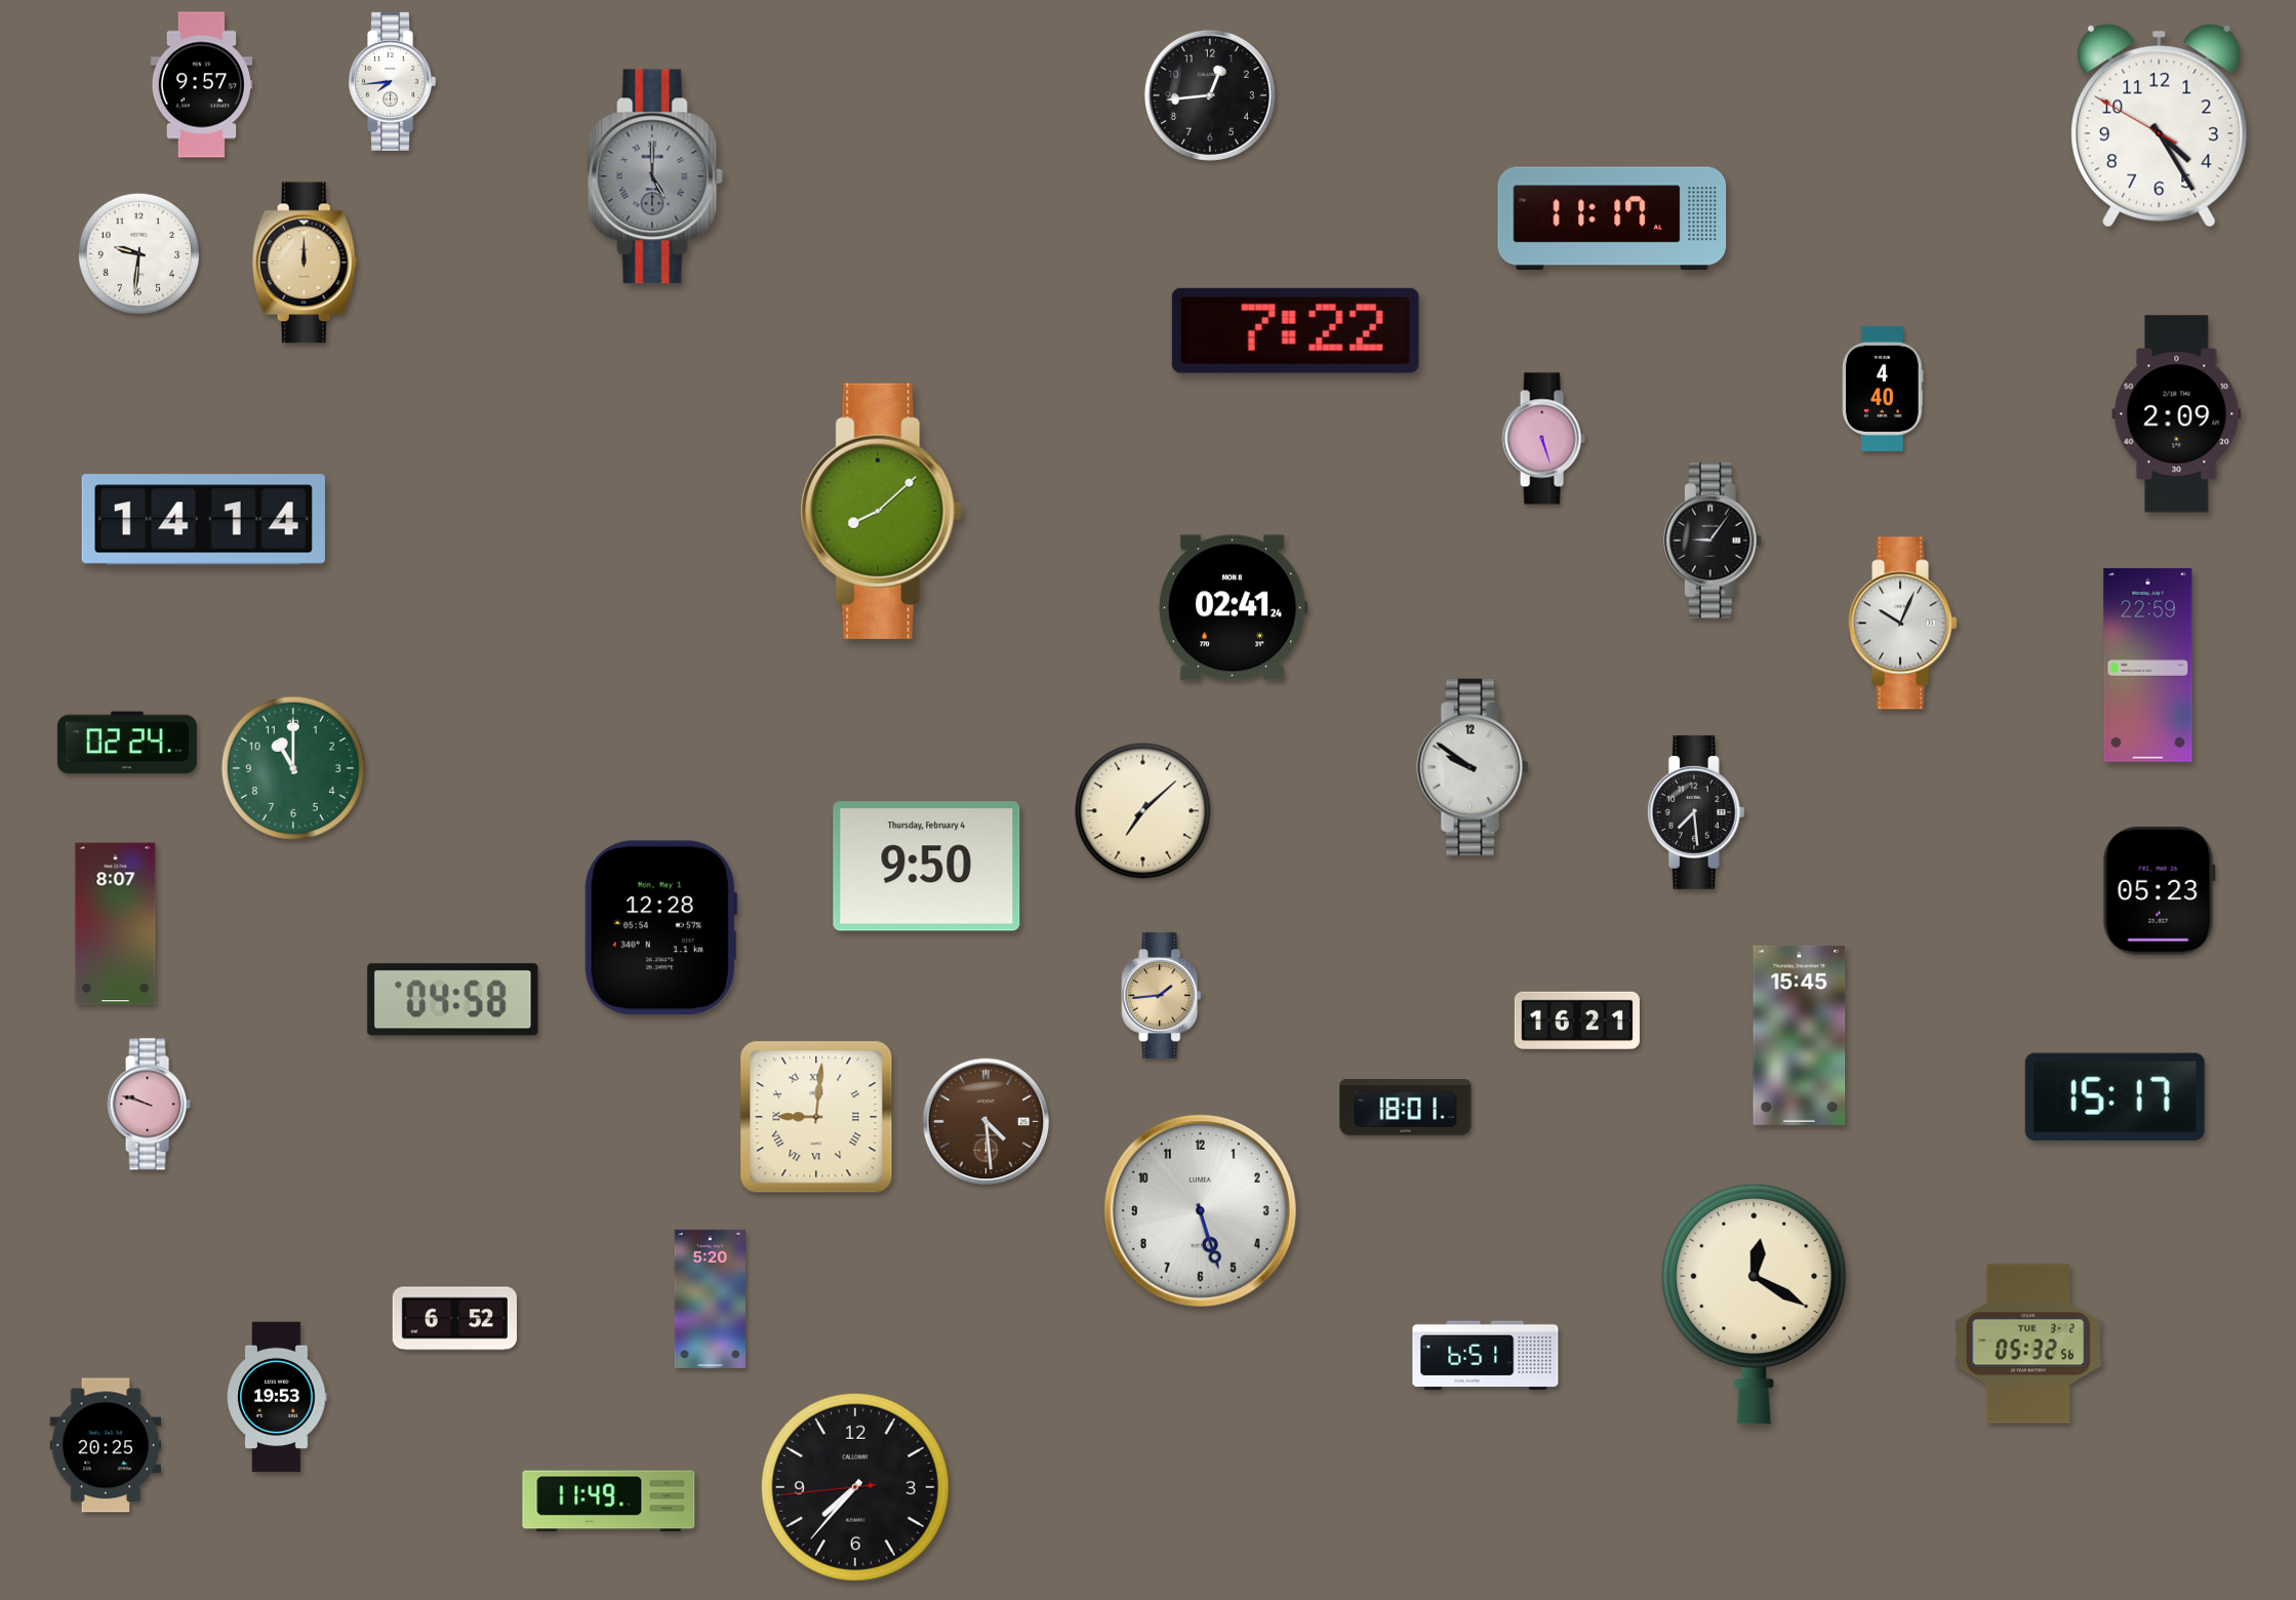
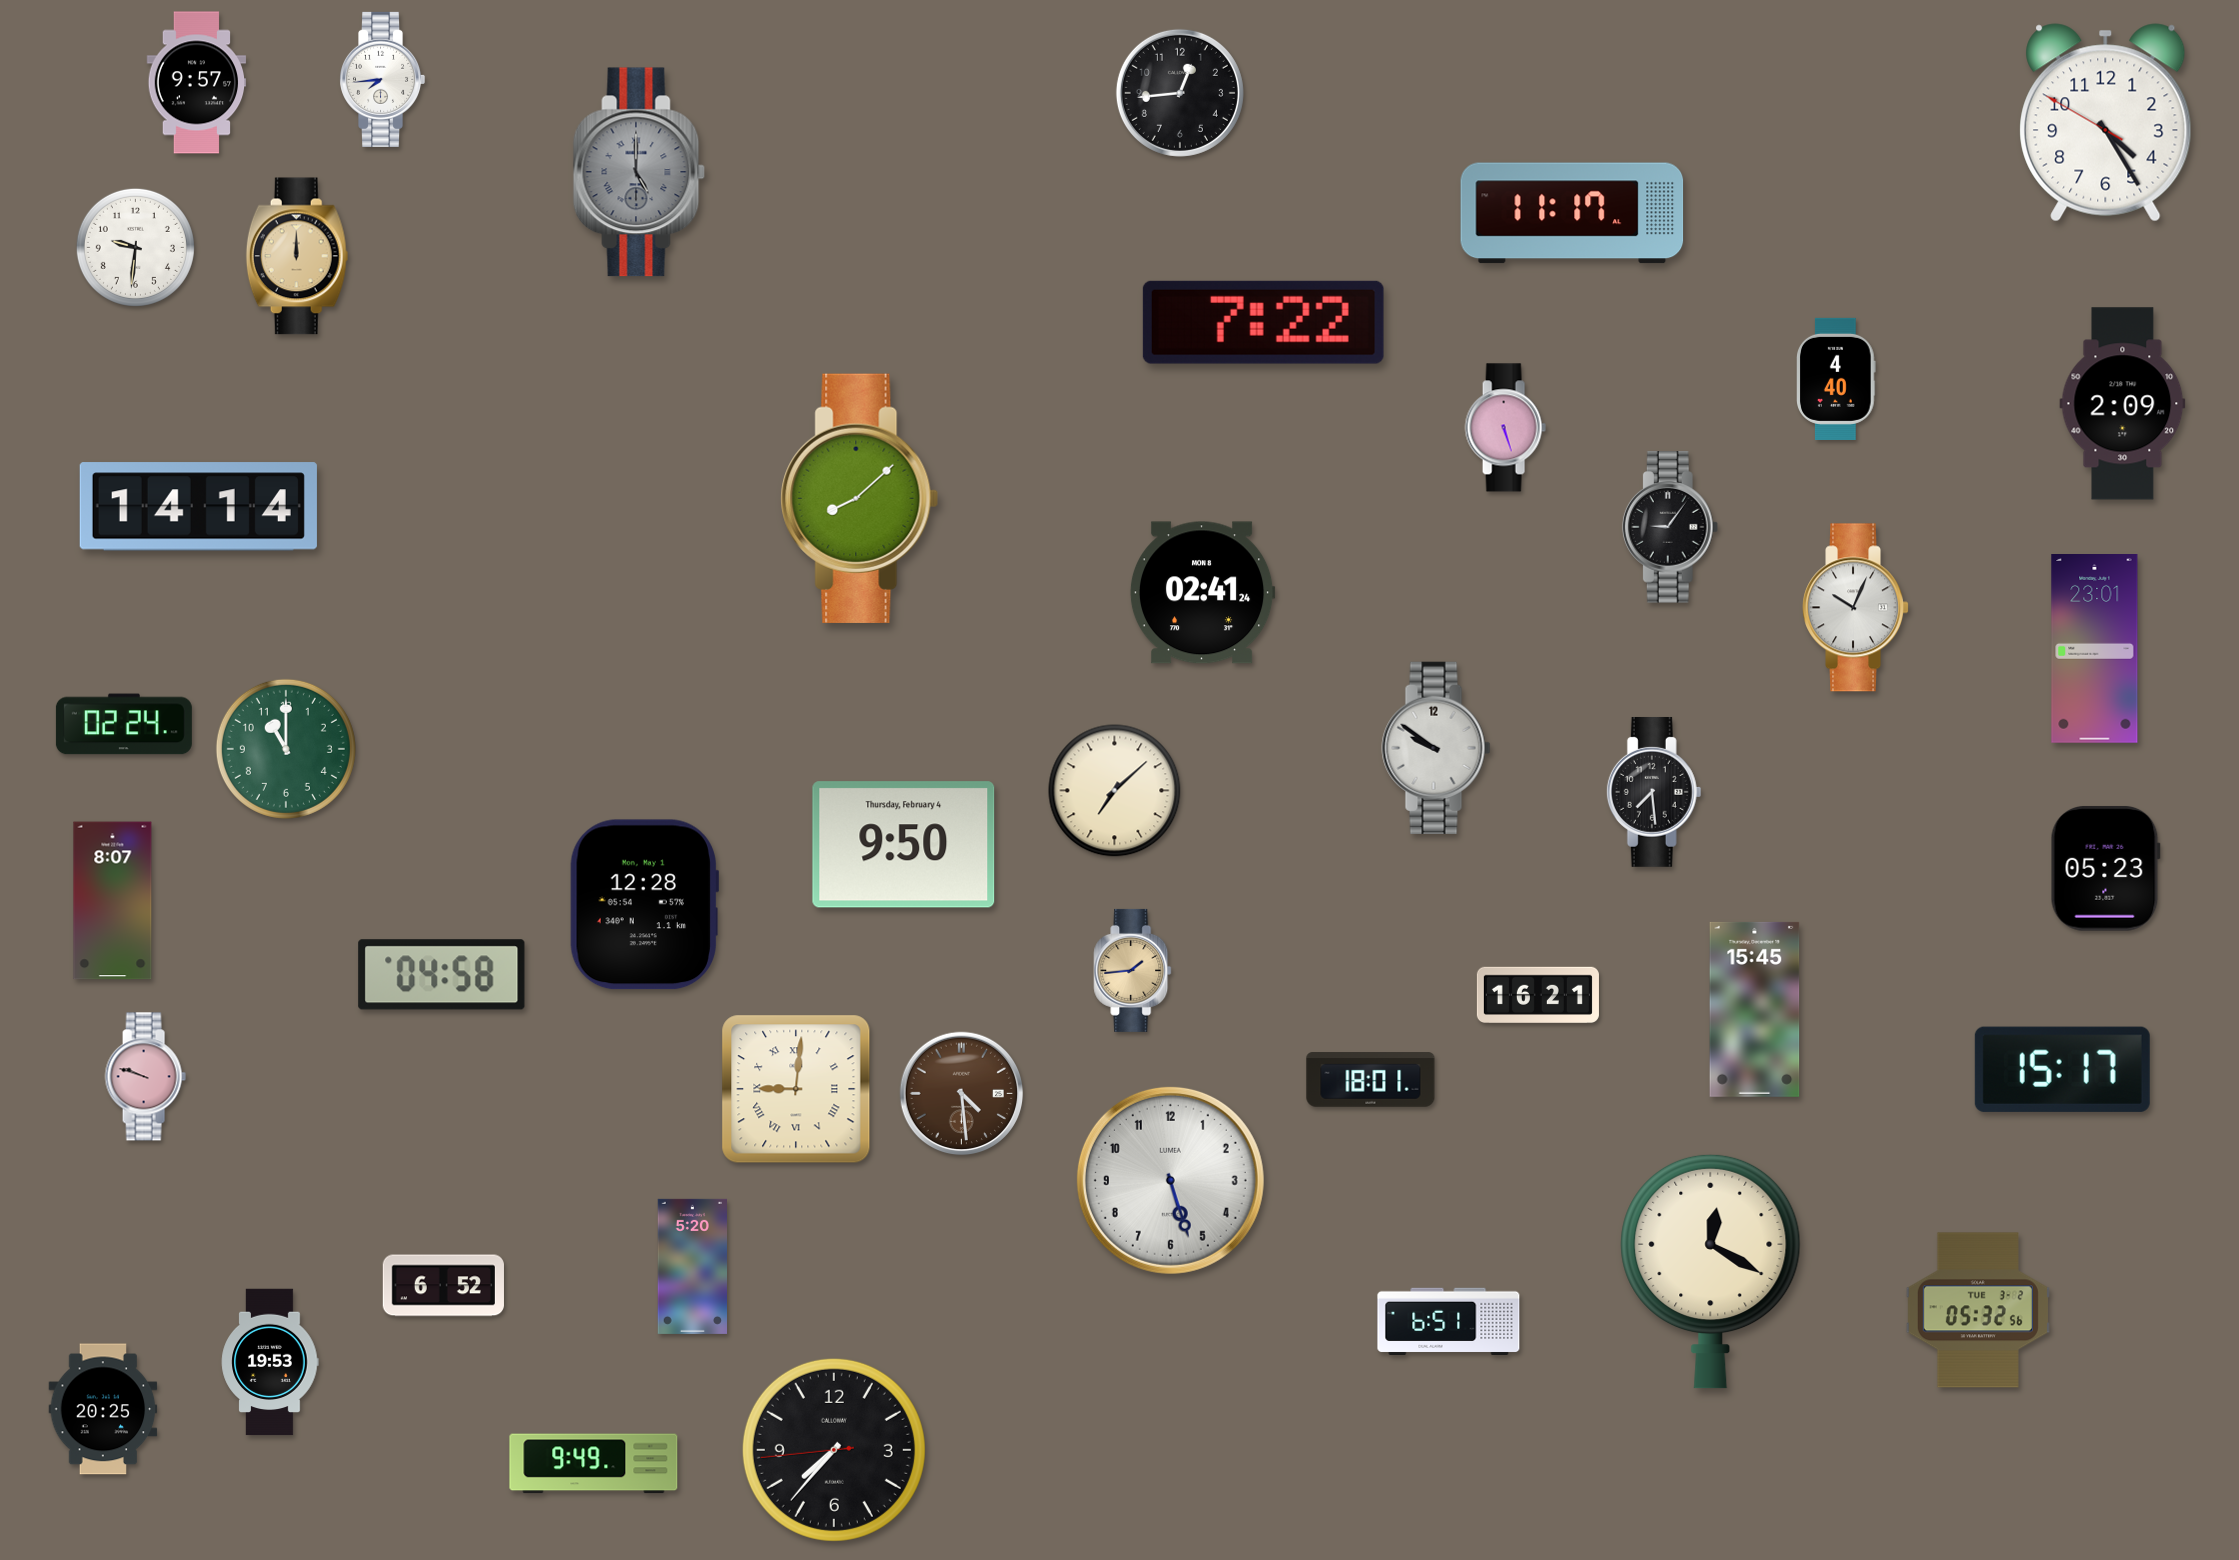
clock at (2148, 666): 22:59 -> 23:01
clock at (609, 1502): 11:49 -> 9:49
